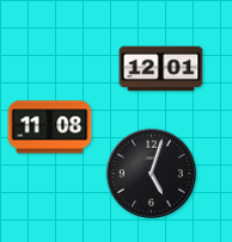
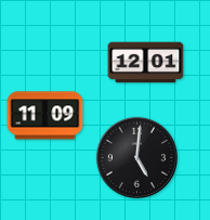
clock at (50, 128): 11:08 -> 11:09
clock at (151, 173): 5:03 -> 5:01
